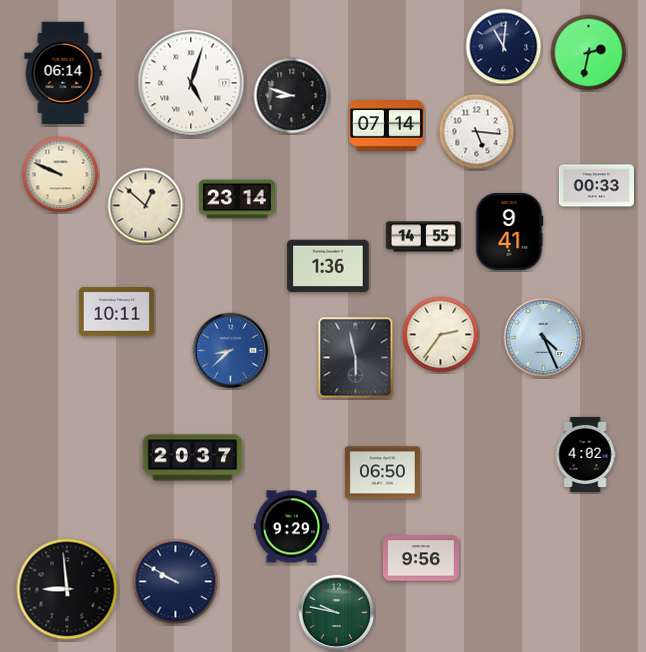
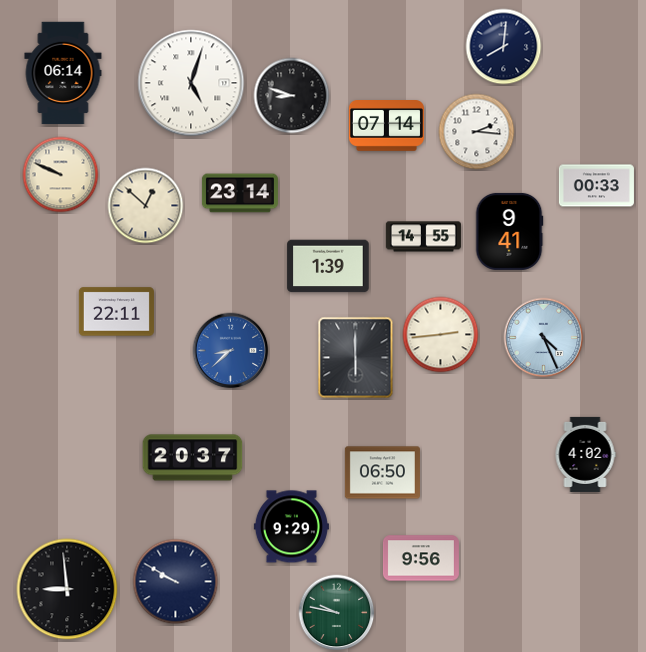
clock at (504, 47): 11:01 -> 8:01
clock at (589, 53): 2:32 -> none
clock at (477, 132): 5:16 -> 2:16
clock at (237, 199) position: (237, 199) -> (240, 193)
clock at (328, 266): 1:36 -> 1:39
clock at (116, 312): 10:11 -> 22:11
clock at (441, 335): 2:36 -> 2:44
clock at (356, 358): 5:58 -> 6:00
